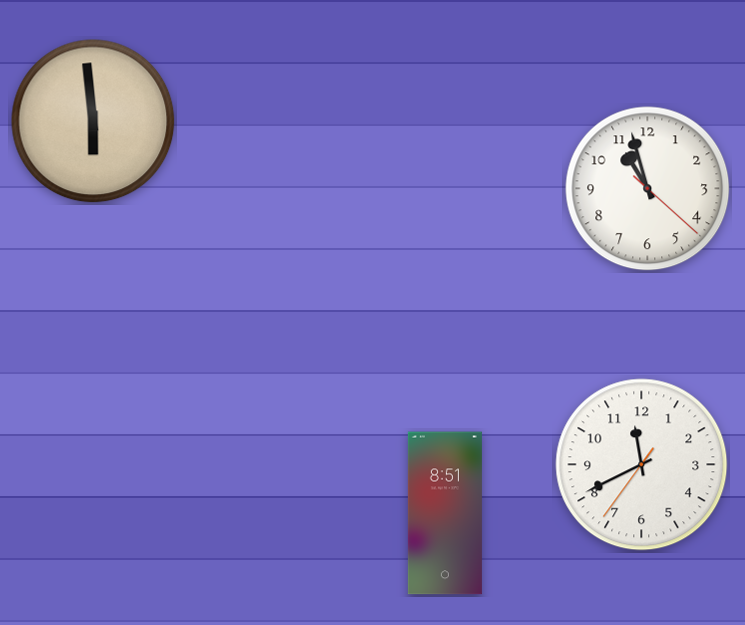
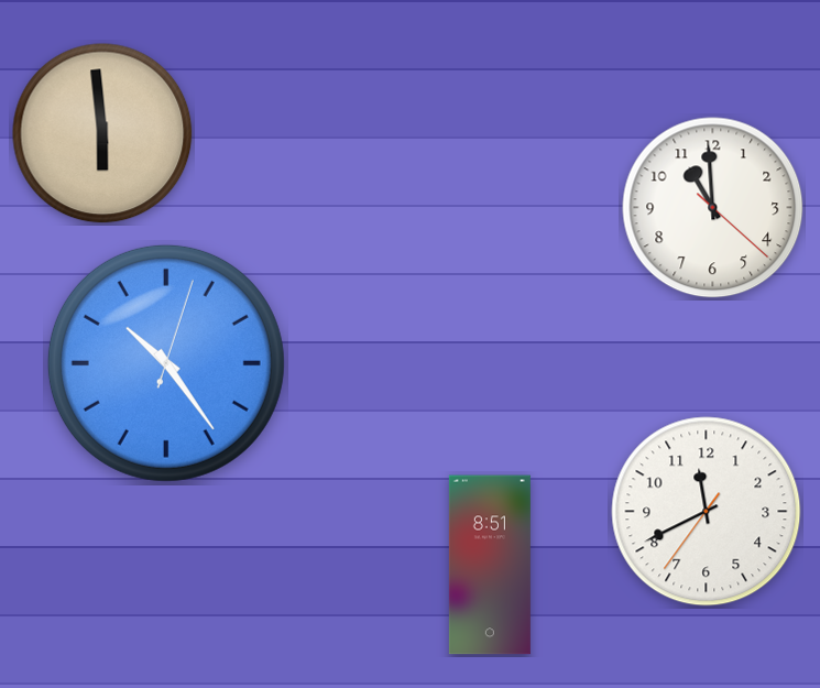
clock at (648, 189): 10:57 -> 10:59
clock at (166, 363): none -> 10:24
